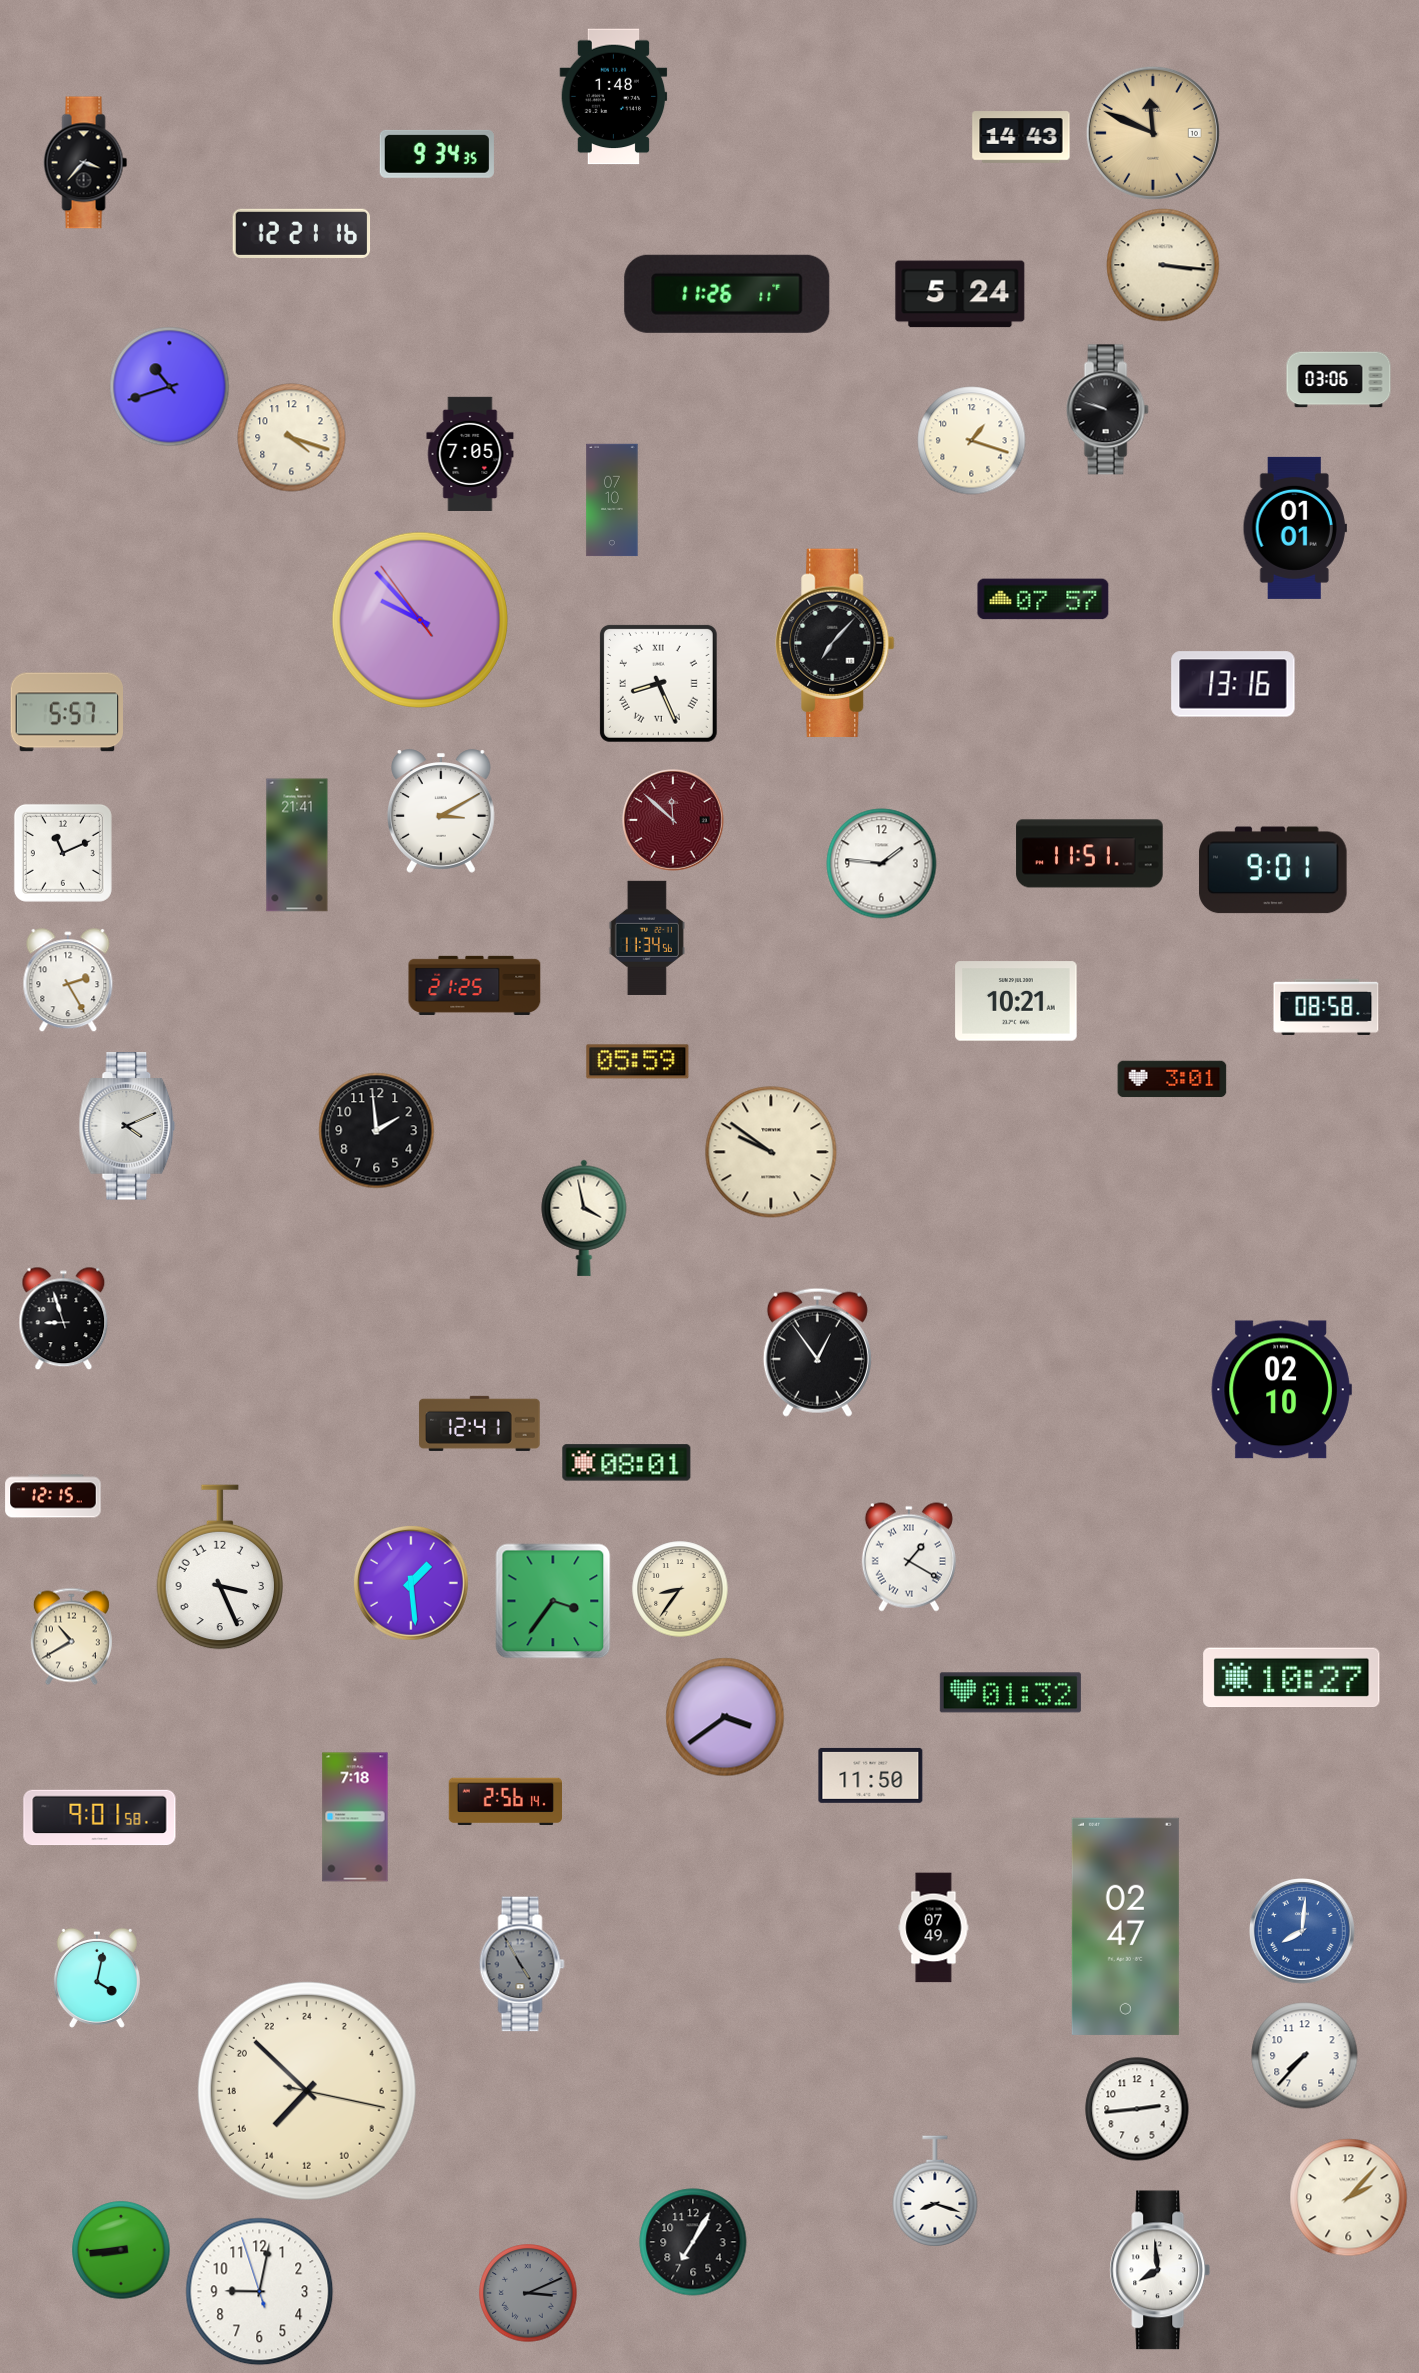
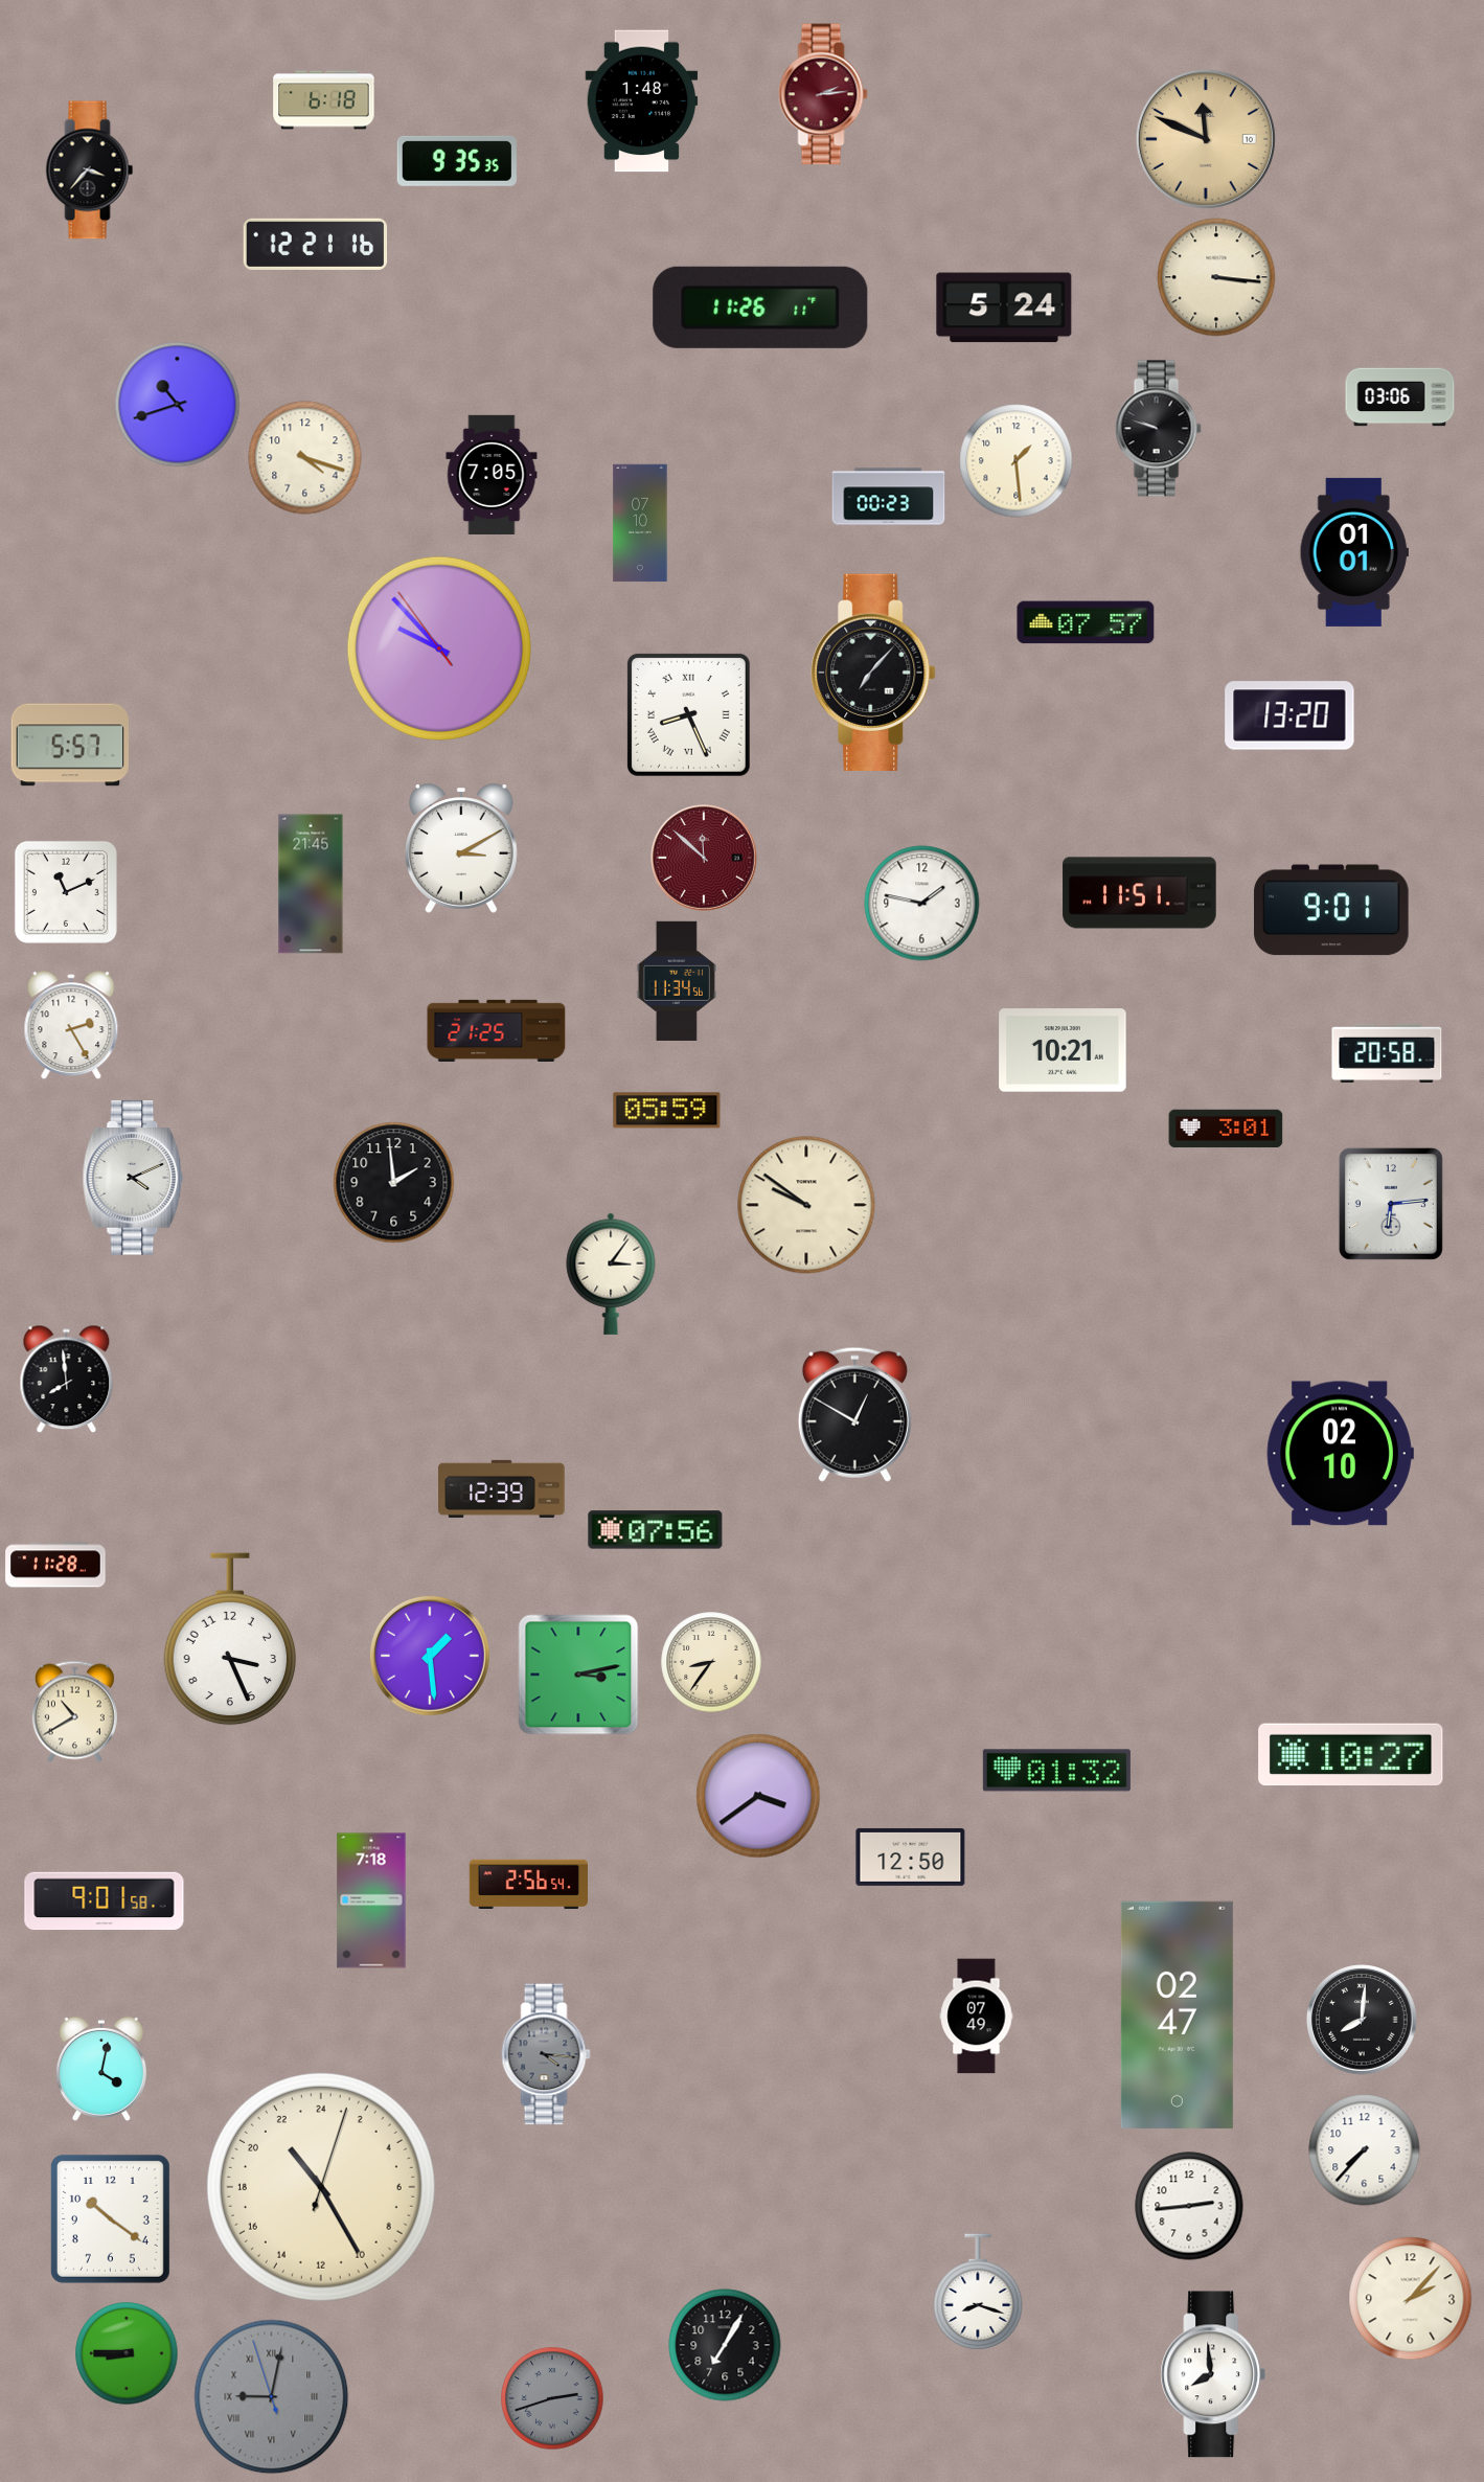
clock at (823, 94): none -> 2:14
clock at (324, 100): none -> 6:18
clock at (1021, 137): 14:43 -> none
clock at (437, 154): 9:34 -> 9:35
clock at (972, 441): 1:18 -> 1:29
clock at (889, 497): none -> 00:23
clock at (1043, 599) position: (1043, 599) -> (1086, 622)
clock at (1233, 684): 13:16 -> 13:20
clock at (297, 845): 21:41 -> 21:45
clock at (882, 864): 1:46 -> 1:47
clock at (1016, 1001) position: (1016, 1001) -> (1063, 1050)
clock at (1326, 1007): 08:58 -> 20:58
clock at (1391, 1204): none -> 6:14
clock at (584, 1218): 3:58 -> 3:06
clock at (64, 1319): 8:57 -> 7:59
clock at (817, 1352): 12:54 -> 12:50
clock at (480, 1423): 12:41 -> 12:39
clock at (627, 1463): 08:01 -> 07:56
clock at (53, 1496): 12:15 -> 11:28
clock at (909, 1557): 1:20 -> none
clock at (553, 1601): 3:36 -> 3:13
clock at (871, 1775): 11:50 -> 12:50
clock at (505, 1801): 2:56:14 -> 2:56:54
clock at (1303, 1932) dial: blue -> black
clock at (522, 1964): 4:55 -> 4:16
clock at (307, 2091): 14:52 -> 21:25
clock at (110, 2218): none -> 10:21
clock at (121, 2250): 8:44 -> 8:45
clock at (260, 2292) dial: white -> grey
clock at (260, 2292) numerals: Arabic -> Roman
clock at (528, 2293): 3:11 -> 2:42
